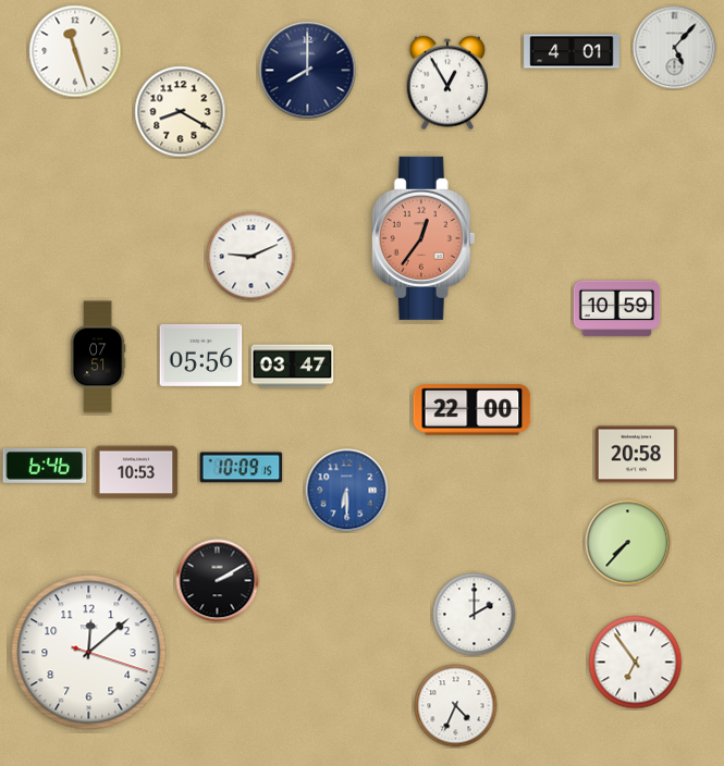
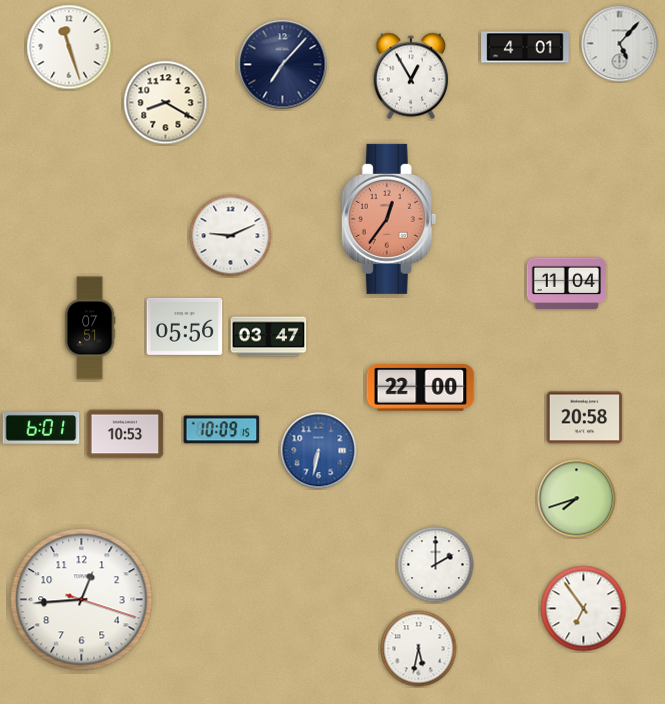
clock at (308, 71): 8:00 -> 7:07
clock at (617, 309): 10:59 -> 11:04
clock at (473, 410) position: (473, 410) -> (421, 388)
clock at (45, 466): 6:46 -> 6:01
clock at (347, 491): 6:30 -> 6:32
clock at (628, 543): 7:37 -> 7:42
clock at (218, 581): 2:10 -> none
clock at (89, 653): 12:08 -> 12:44
clock at (456, 706): 4:34 -> 5:32
